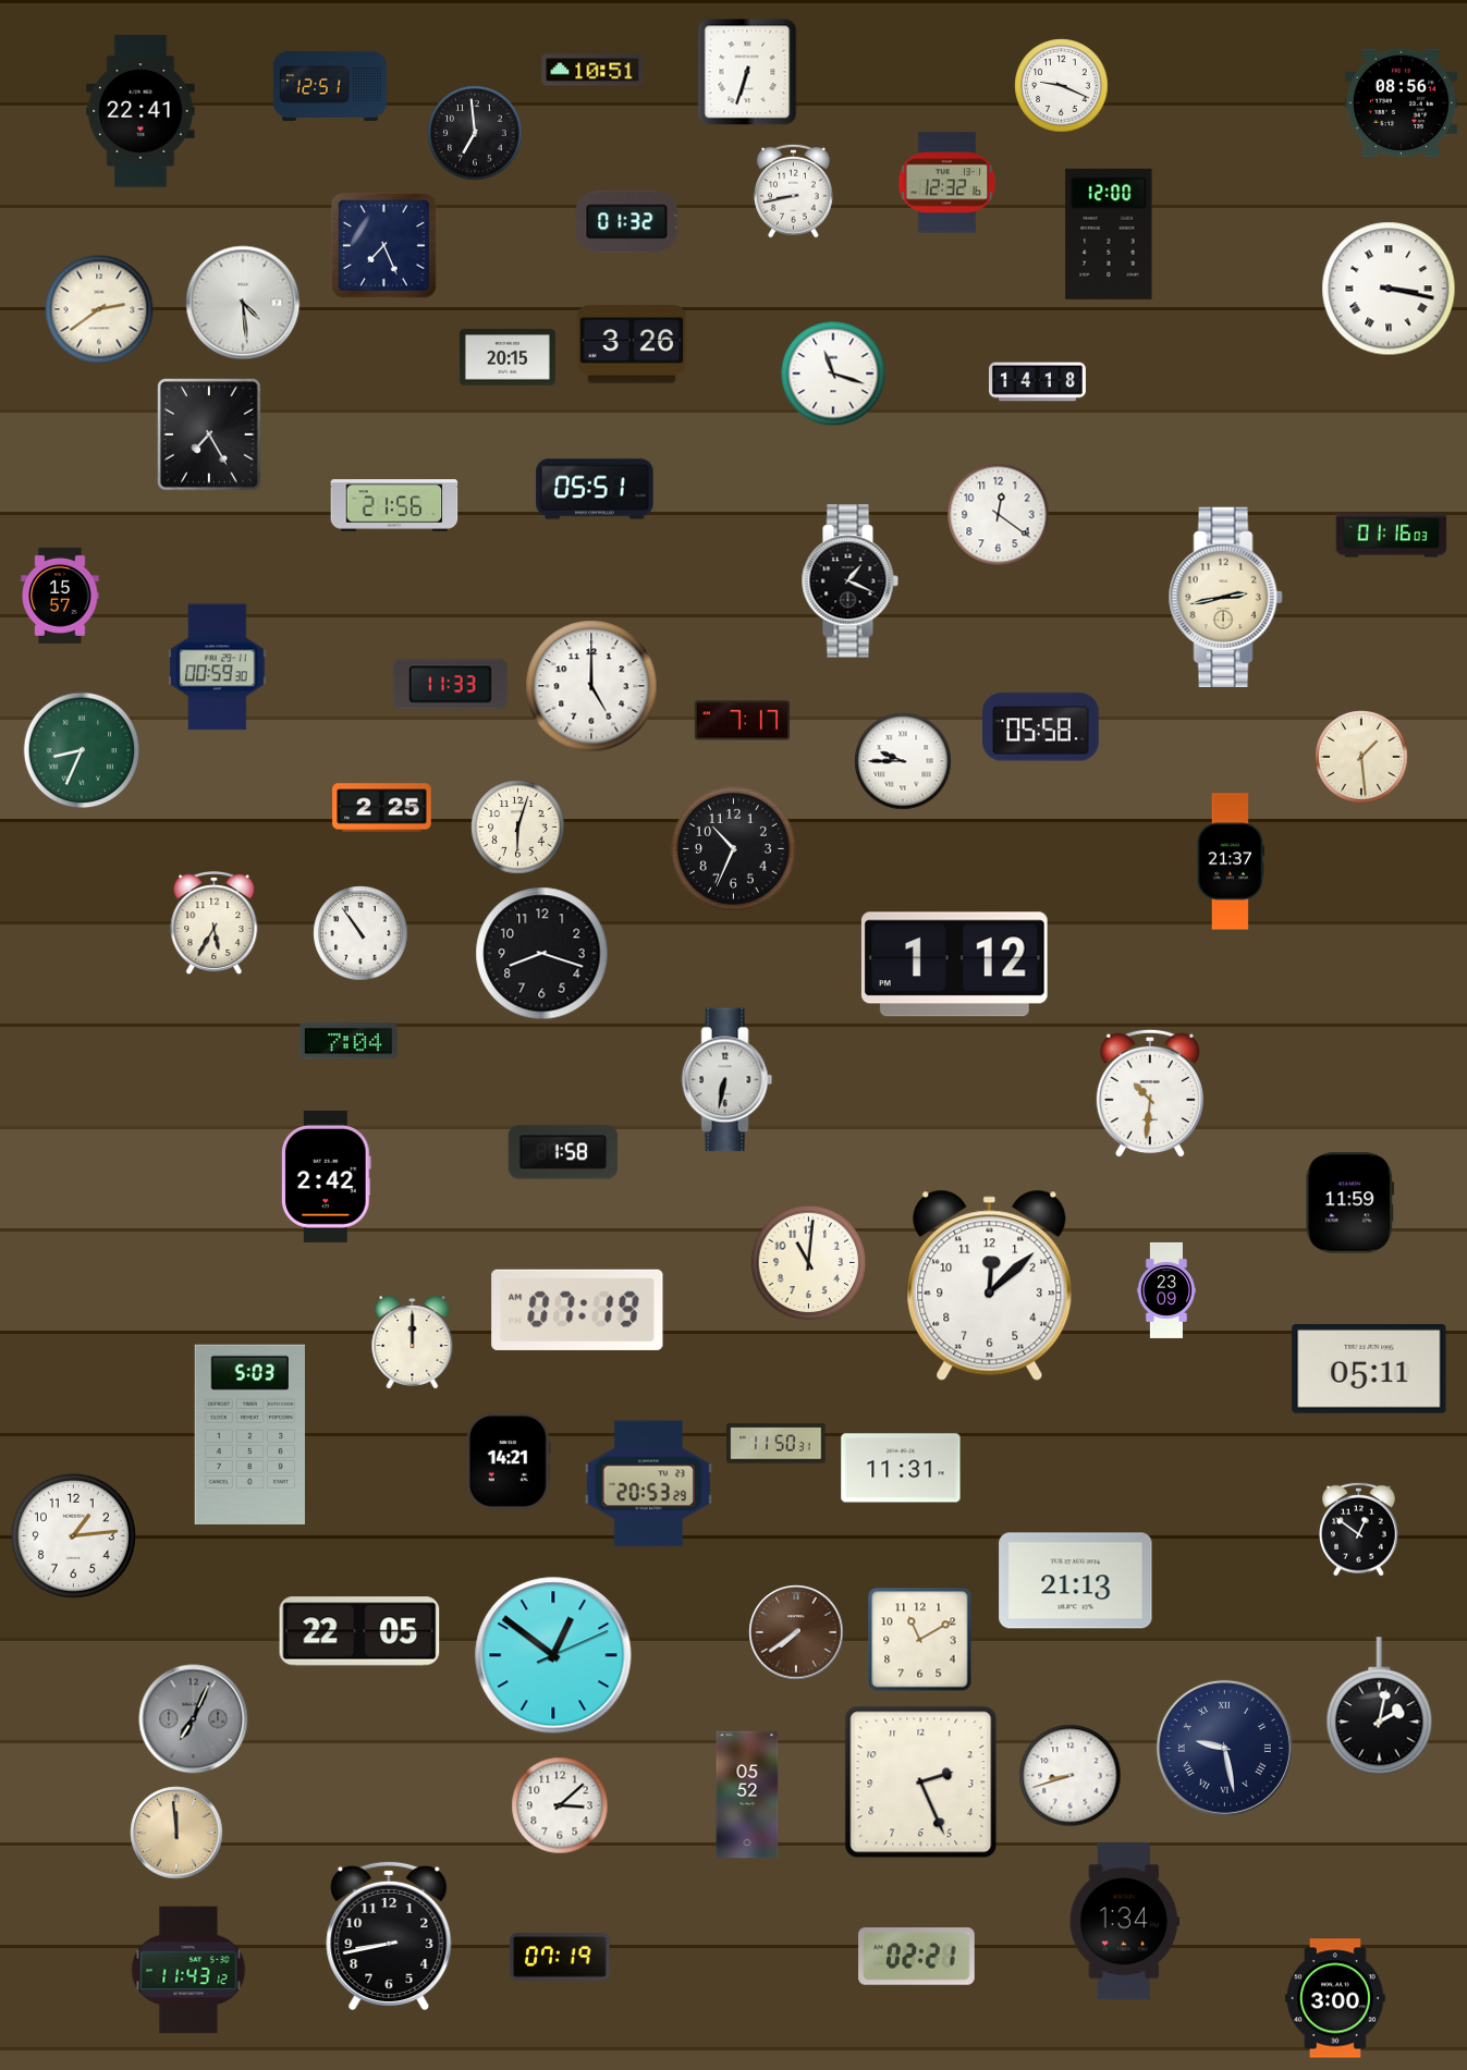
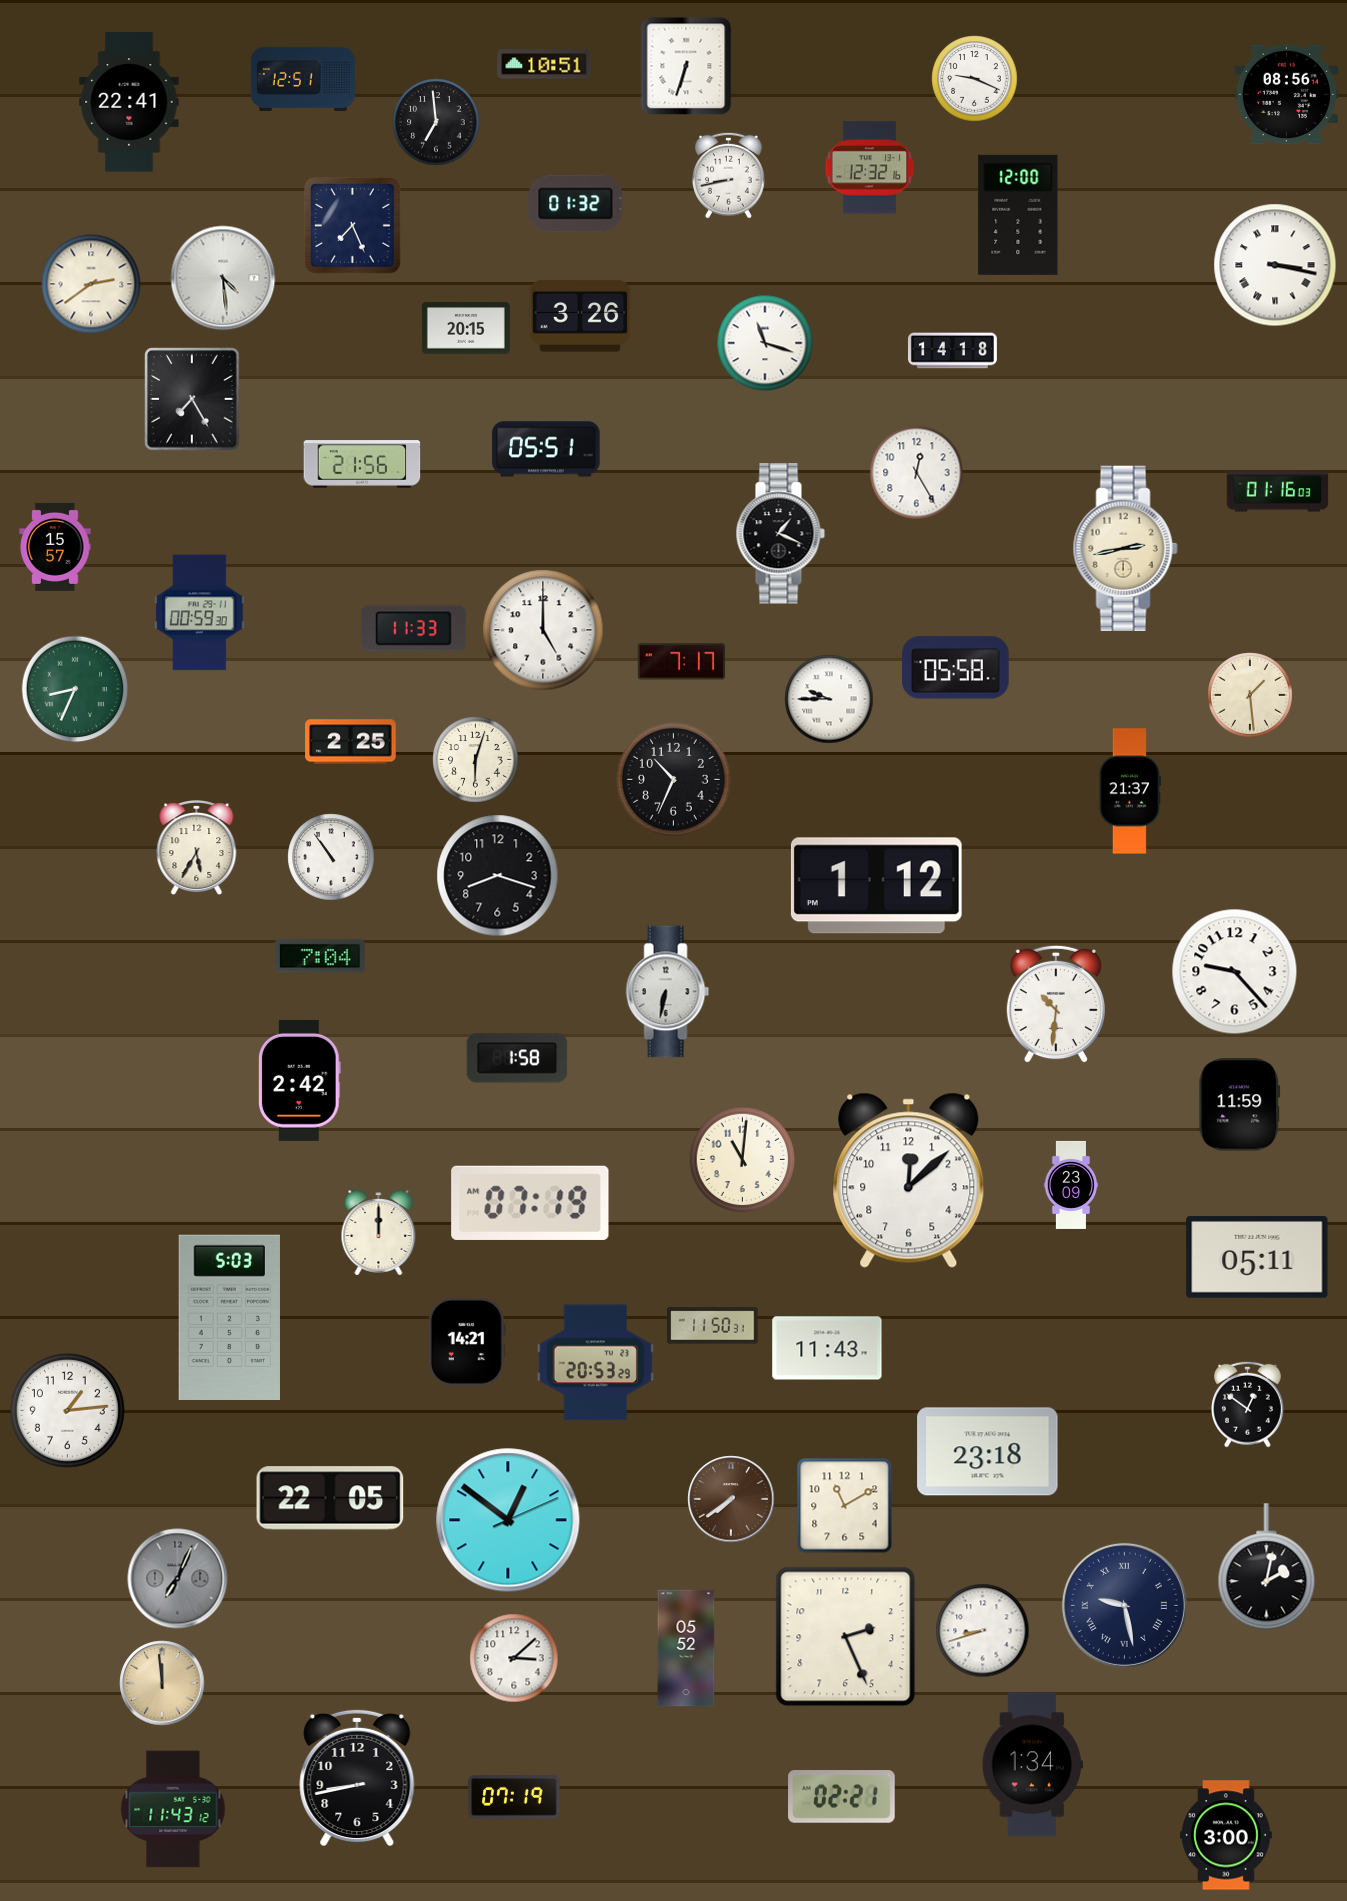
clock at (999, 515): 12:21 -> 12:25
clock at (1235, 972): none -> 9:23
clock at (901, 1468): 11:31 -> 11:43
clock at (1076, 1581): 21:13 -> 23:18
